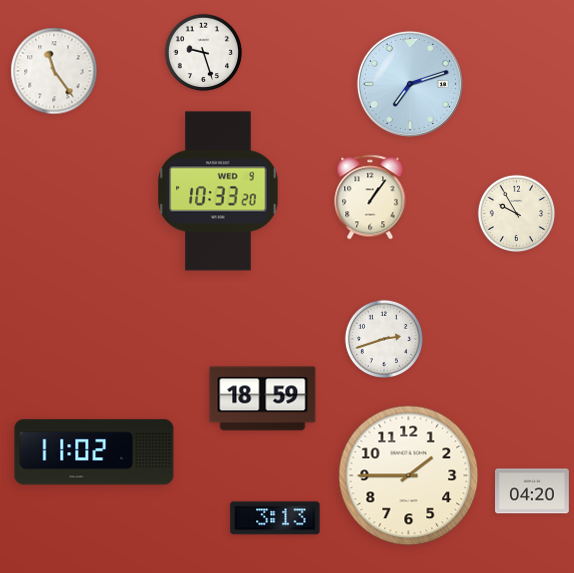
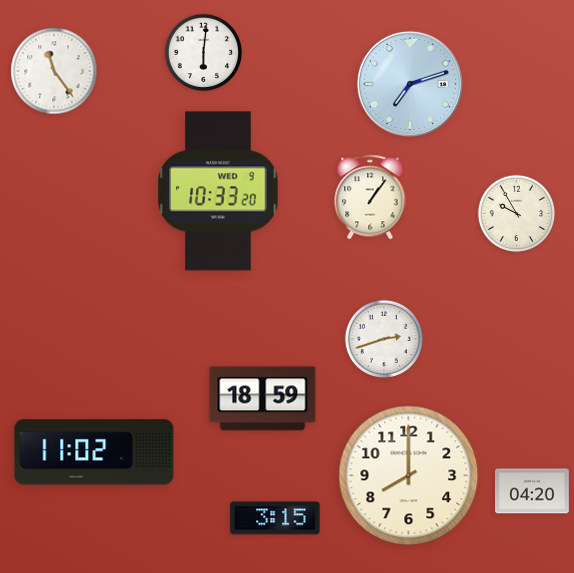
clock at (204, 53): 9:27 -> 6:01
clock at (409, 476): 1:45 -> 8:00
clock at (275, 518): 3:13 -> 3:15
